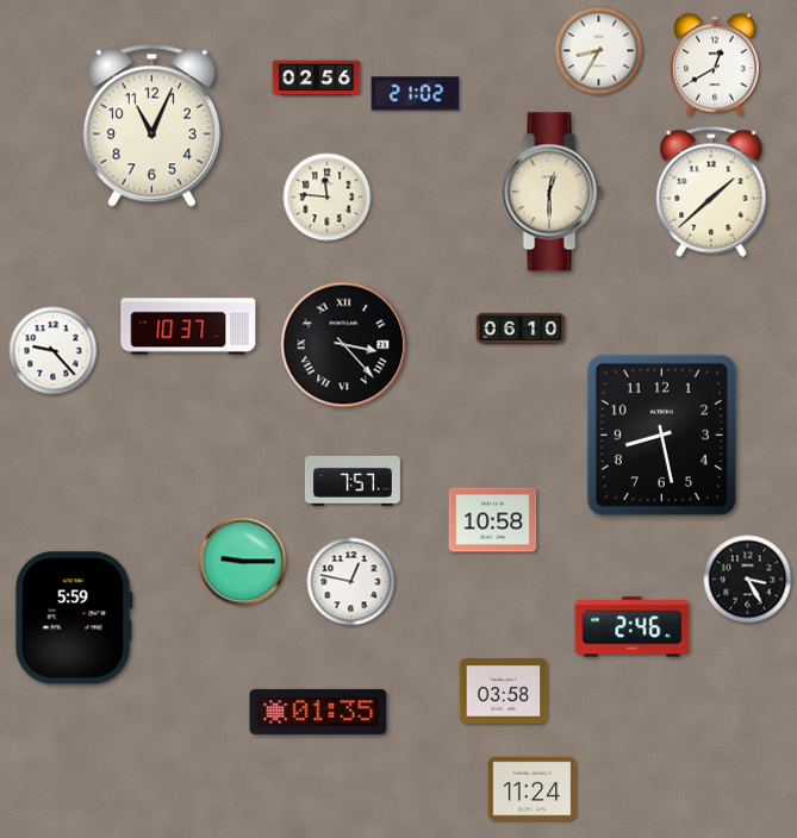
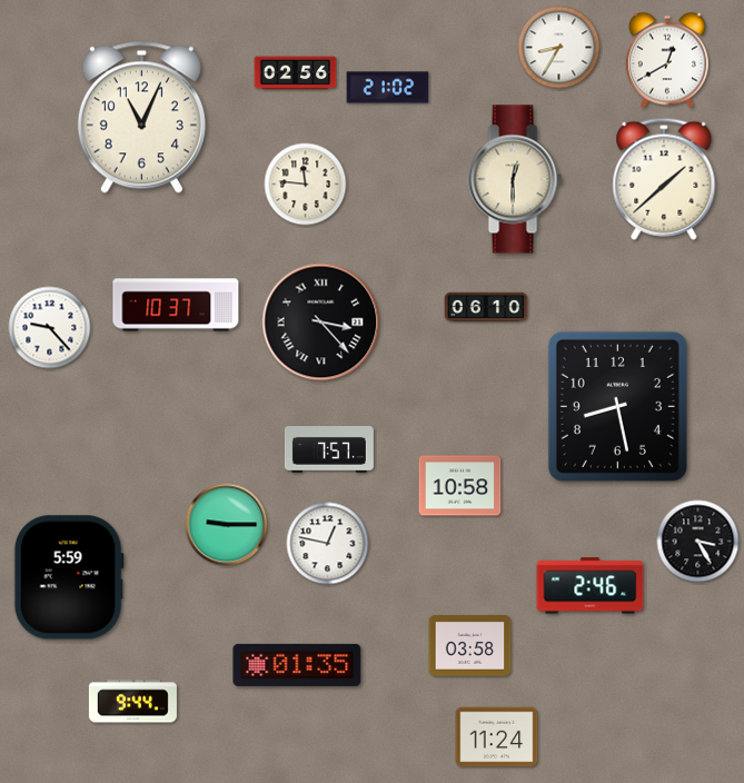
clock at (132, 702): none -> 9:44
